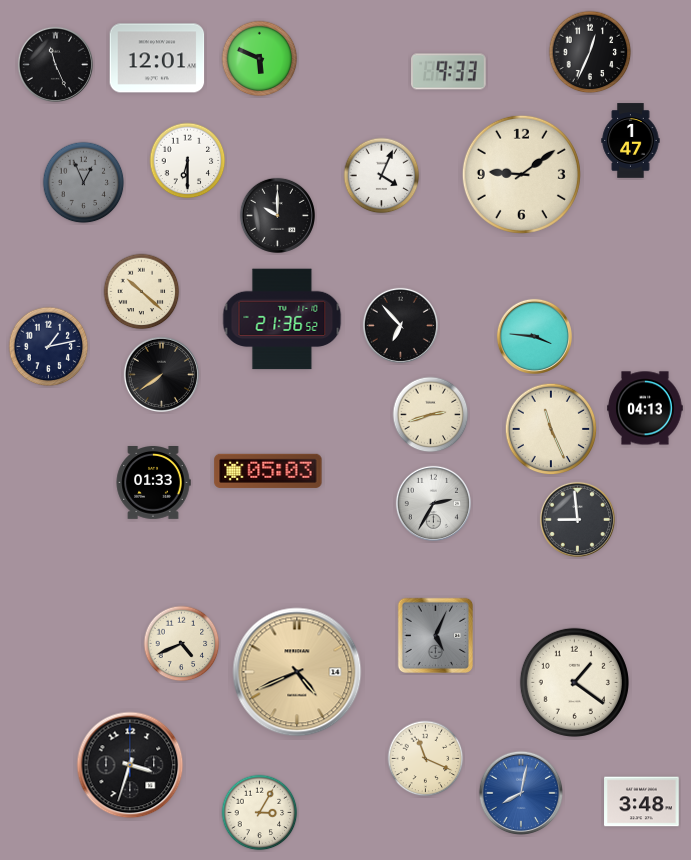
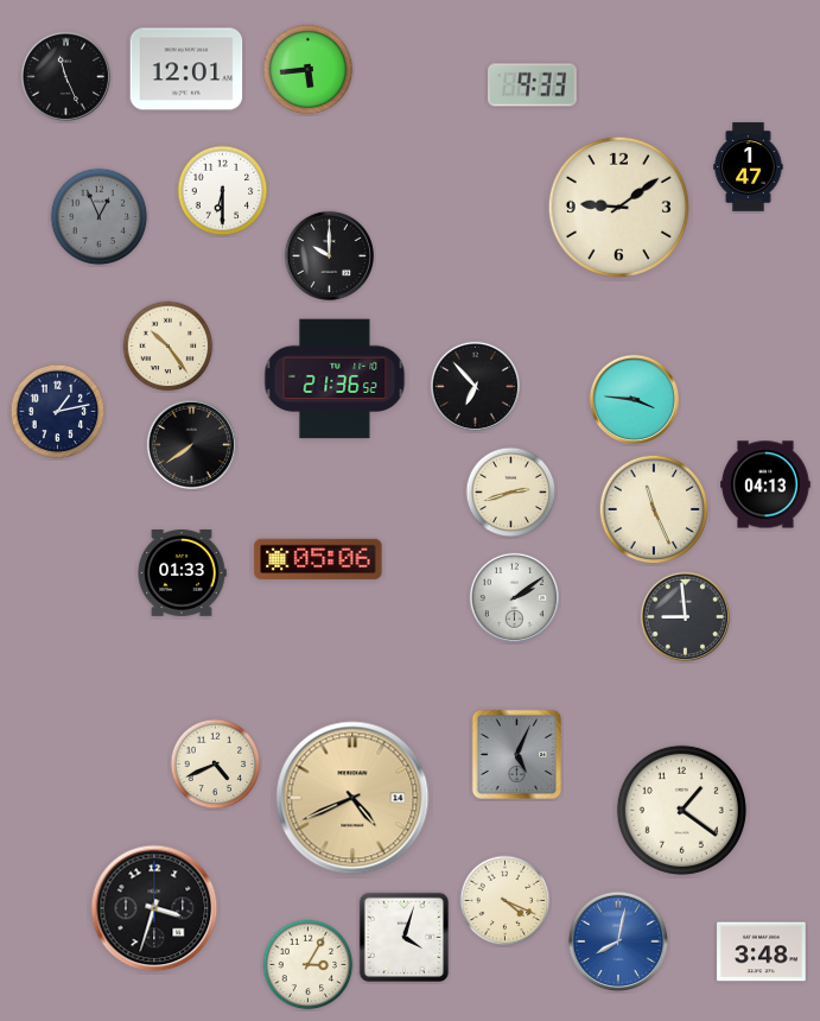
clock at (590, 52): 12:34 -> none
clock at (260, 59): 5:49 -> 5:44
clock at (382, 176): 4:04 -> none
clock at (142, 292): 10:22 -> 10:24
clock at (268, 471): 05:03 -> 05:06
clock at (433, 503): 2:35 -> 2:09
clock at (426, 759): 11:19 -> 4:19
clock at (403, 937): none -> 4:03
